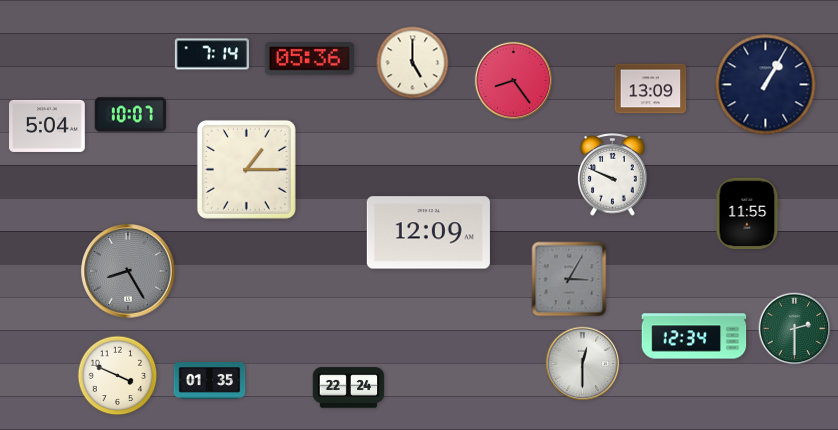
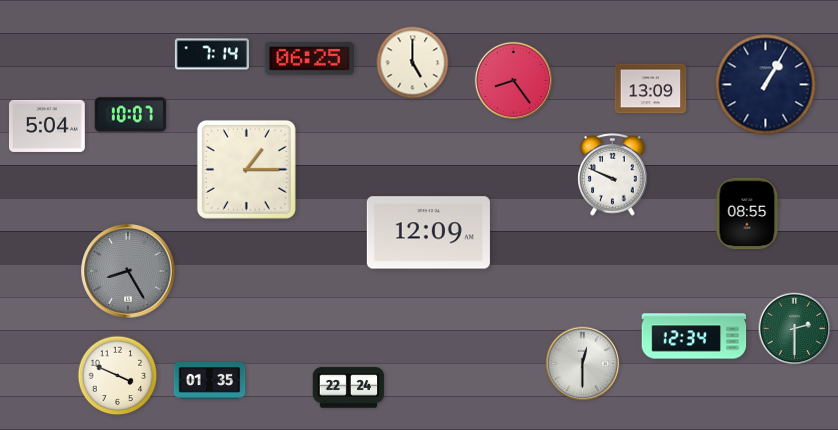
clock at (309, 59): 05:36 -> 06:25
clock at (748, 214): 11:55 -> 08:55
clock at (569, 279): 3:05 -> none
